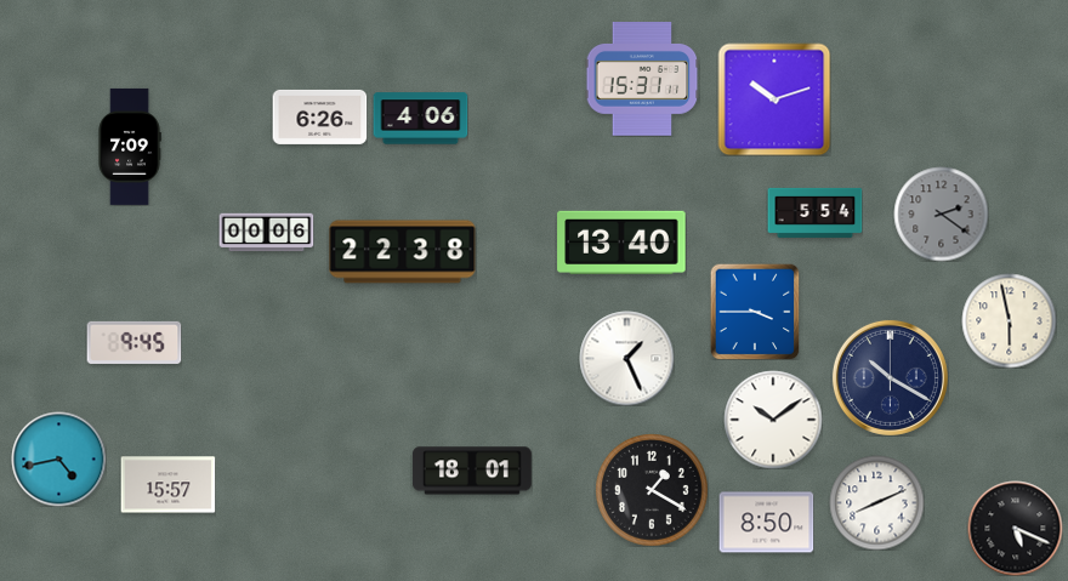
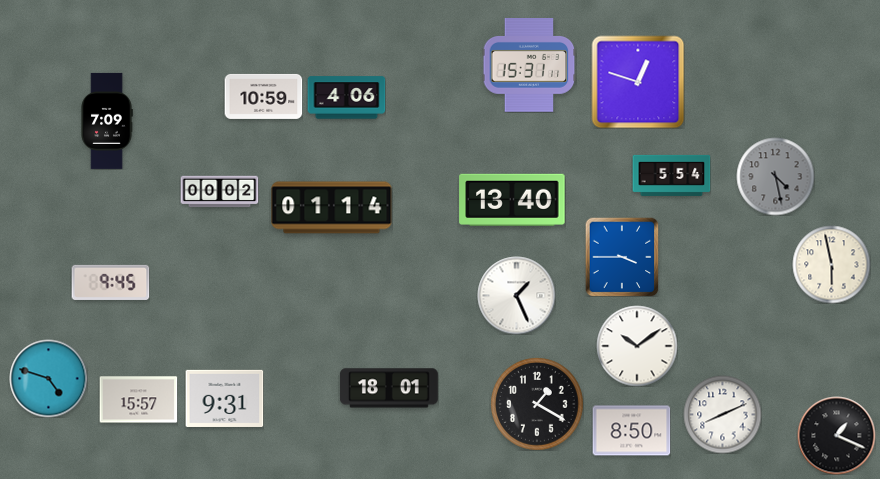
clock at (774, 99): 10:12 -> 12:48
clock at (319, 116): 6:26 -> 10:59
clock at (941, 213): 2:21 -> 4:28
clock at (266, 233): 00:06 -> 00:02
clock at (403, 252): 22:38 -> 01:14
clock at (890, 377): 10:20 -> none
clock at (58, 458): 4:43 -> 4:48
clock at (224, 398): none -> 9:31
clock at (1015, 528): 5:19 -> 1:19
